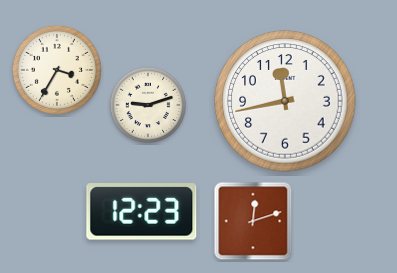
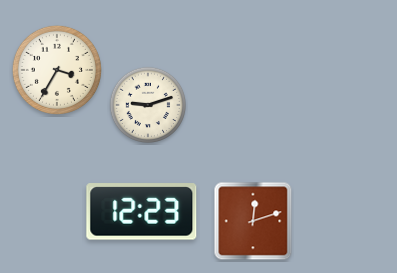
clock at (285, 101): 11:43 -> none
